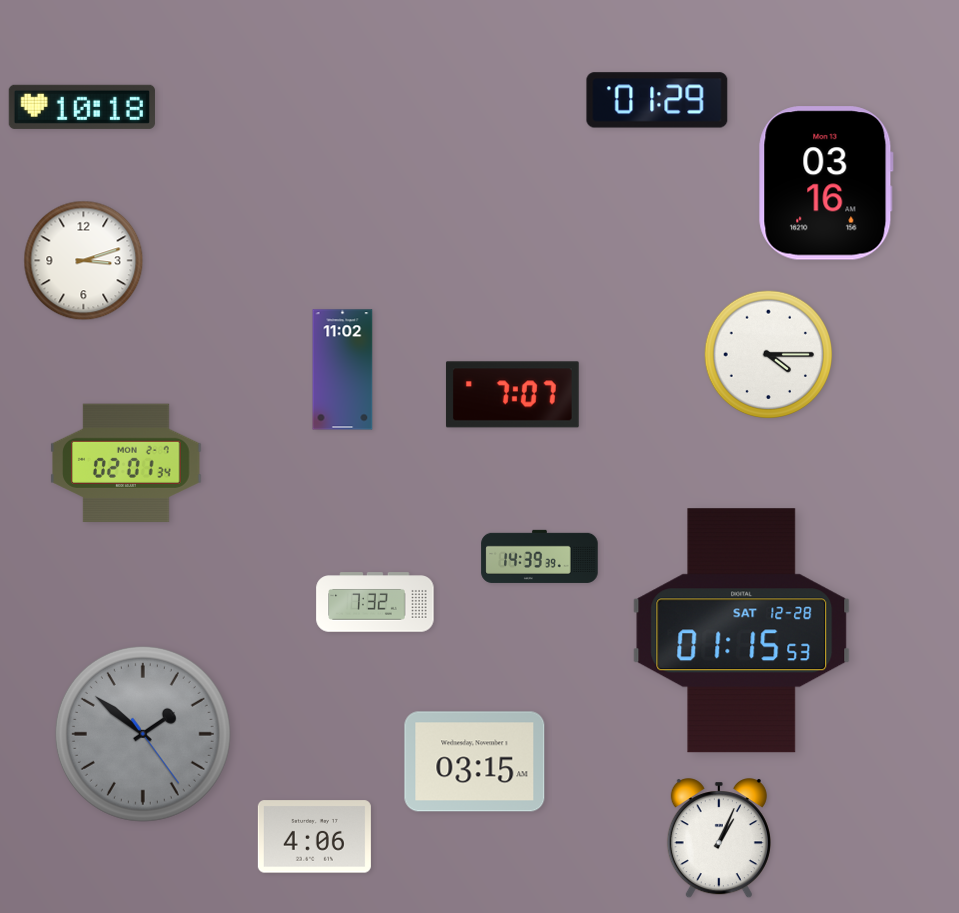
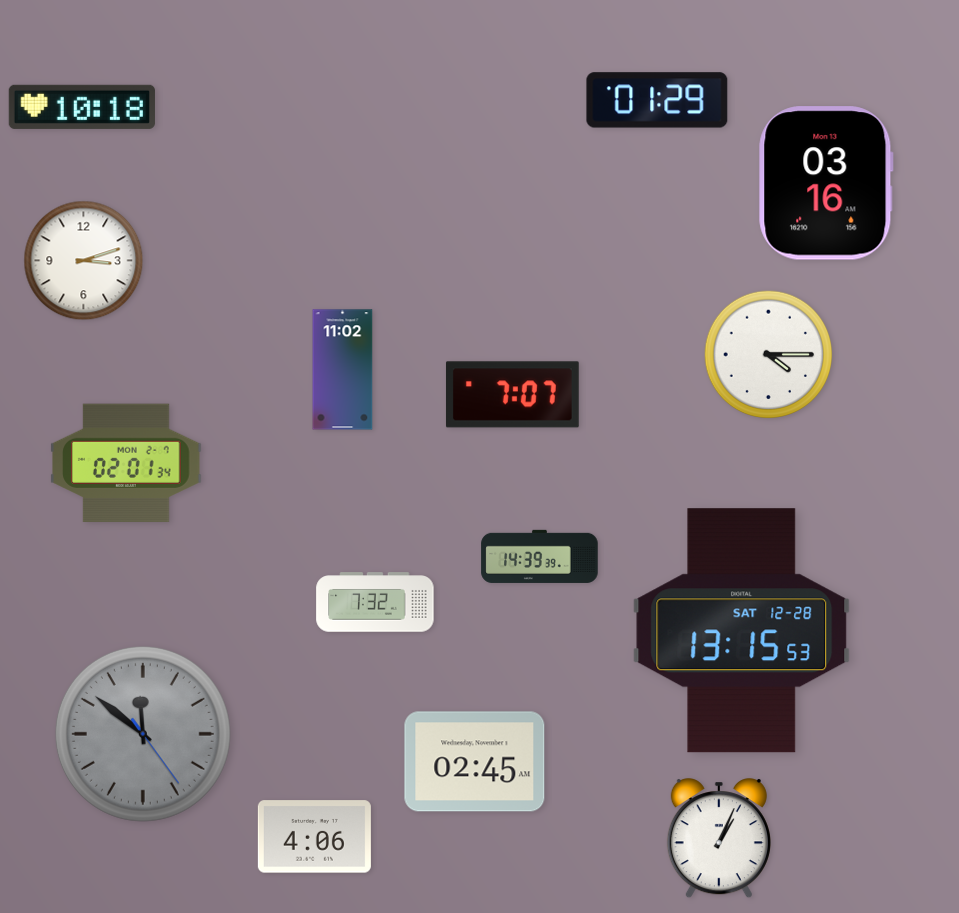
clock at (742, 631): 01:15 -> 13:15
clock at (143, 734): 1:51 -> 11:51
clock at (475, 762): 03:15 -> 02:45
